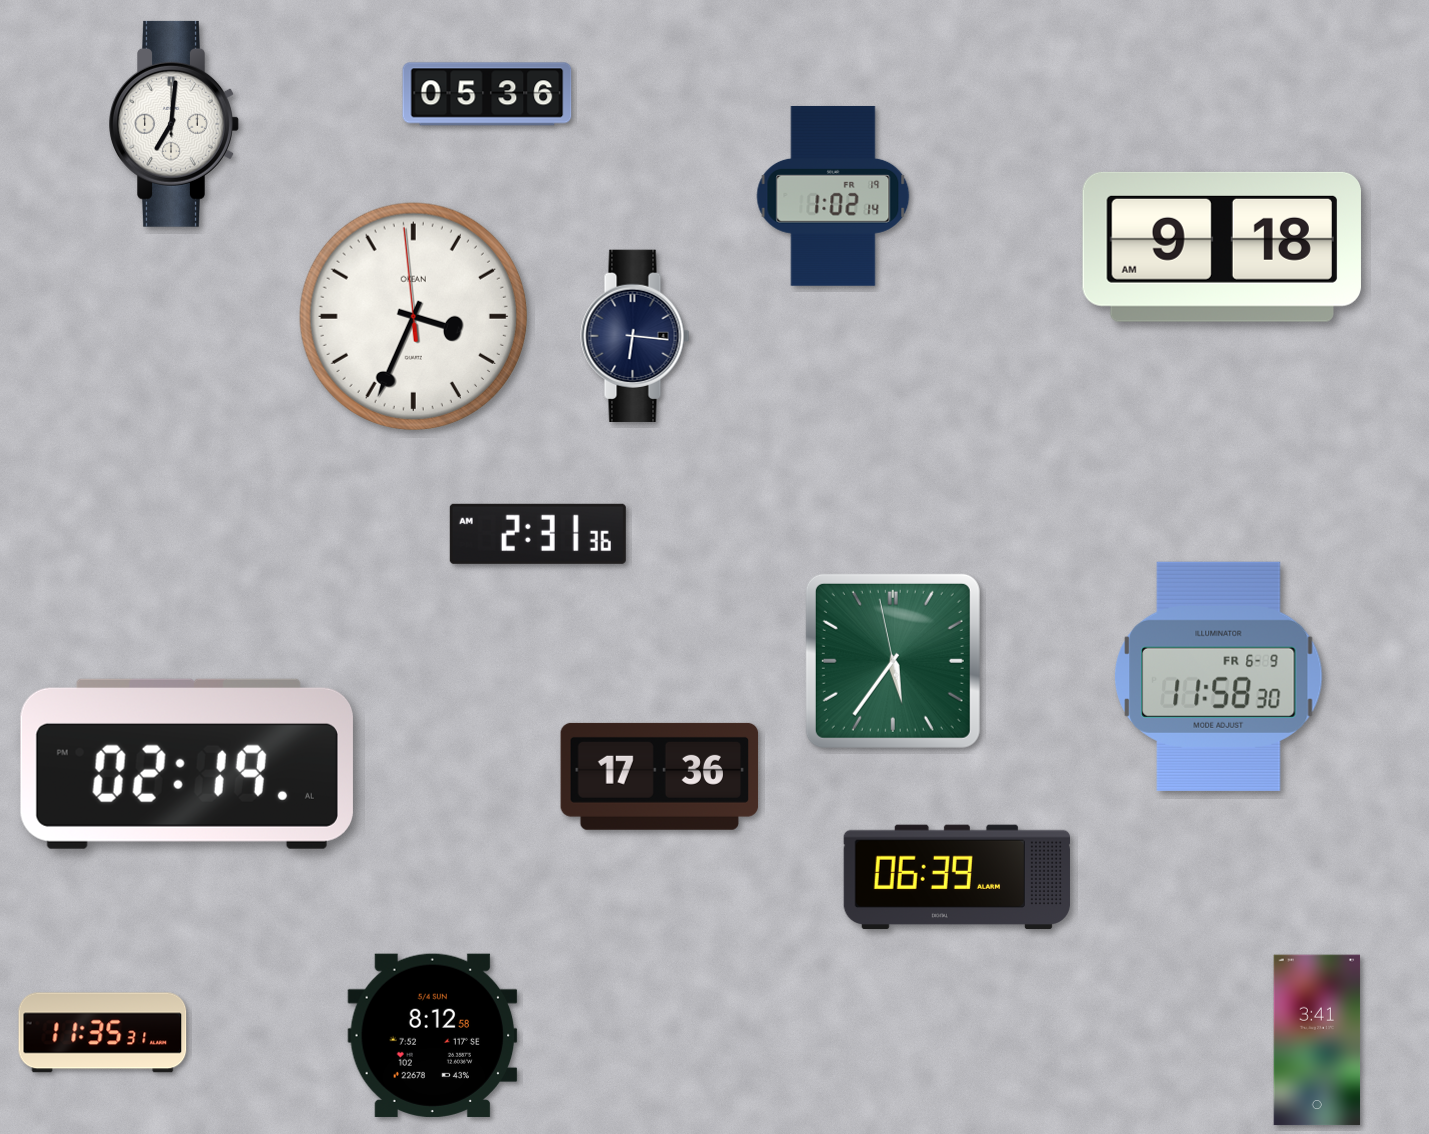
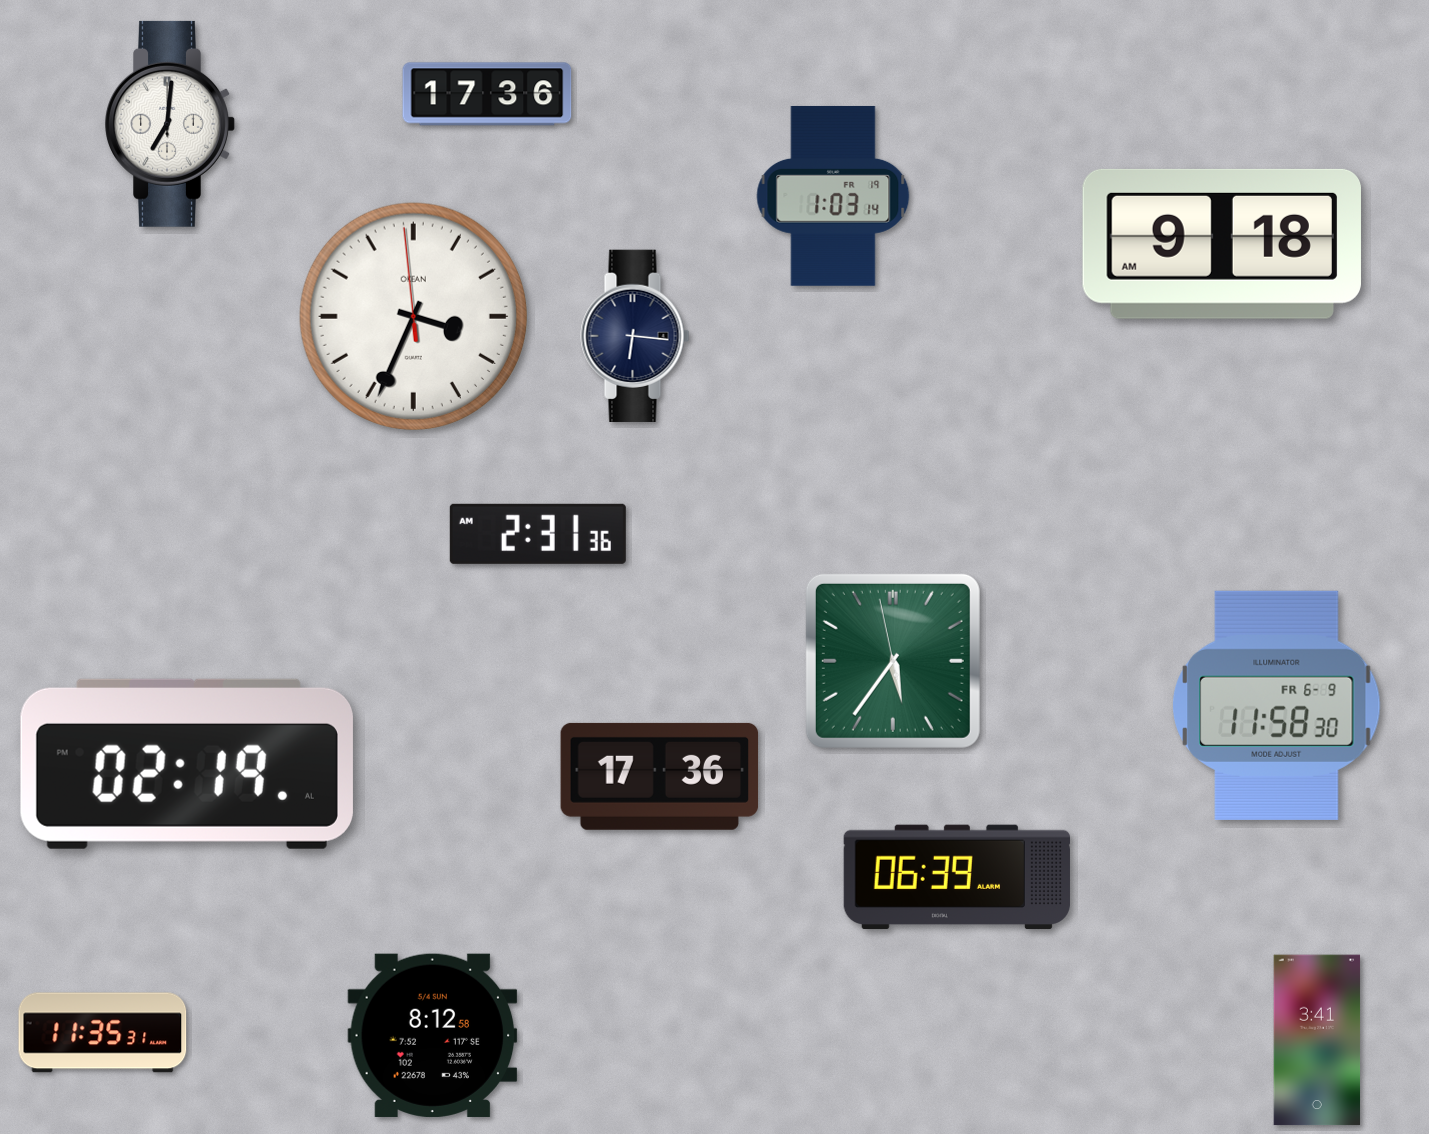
clock at (487, 94): 05:36 -> 17:36
clock at (174, 124) position: (174, 124) -> (170, 124)
clock at (833, 196): 1:02 -> 1:03
clock at (1222, 247) position: (1222, 247) -> (1222, 244)
clock at (1219, 676) position: (1219, 676) -> (1277, 705)
